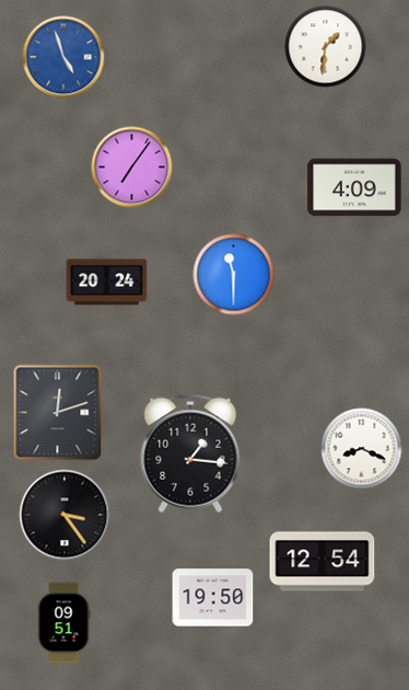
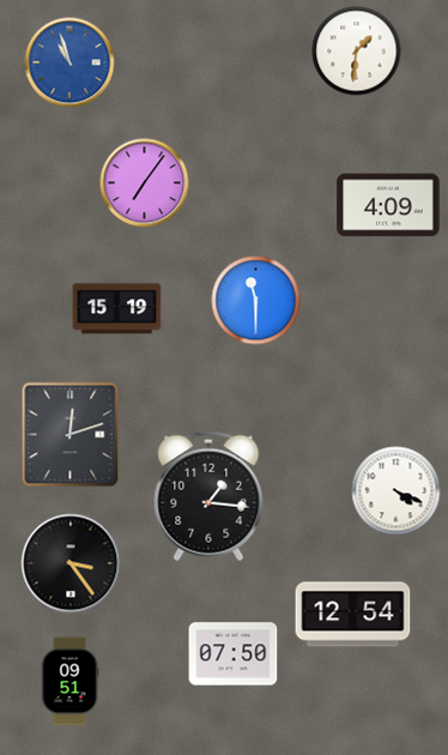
clock at (63, 57): 4:57 -> 10:57
clock at (107, 283): 20:24 -> 15:19
clock at (58, 413) position: (58, 413) -> (71, 435)
clock at (362, 449): 8:19 -> 4:19
clock at (213, 598): 19:50 -> 07:50
